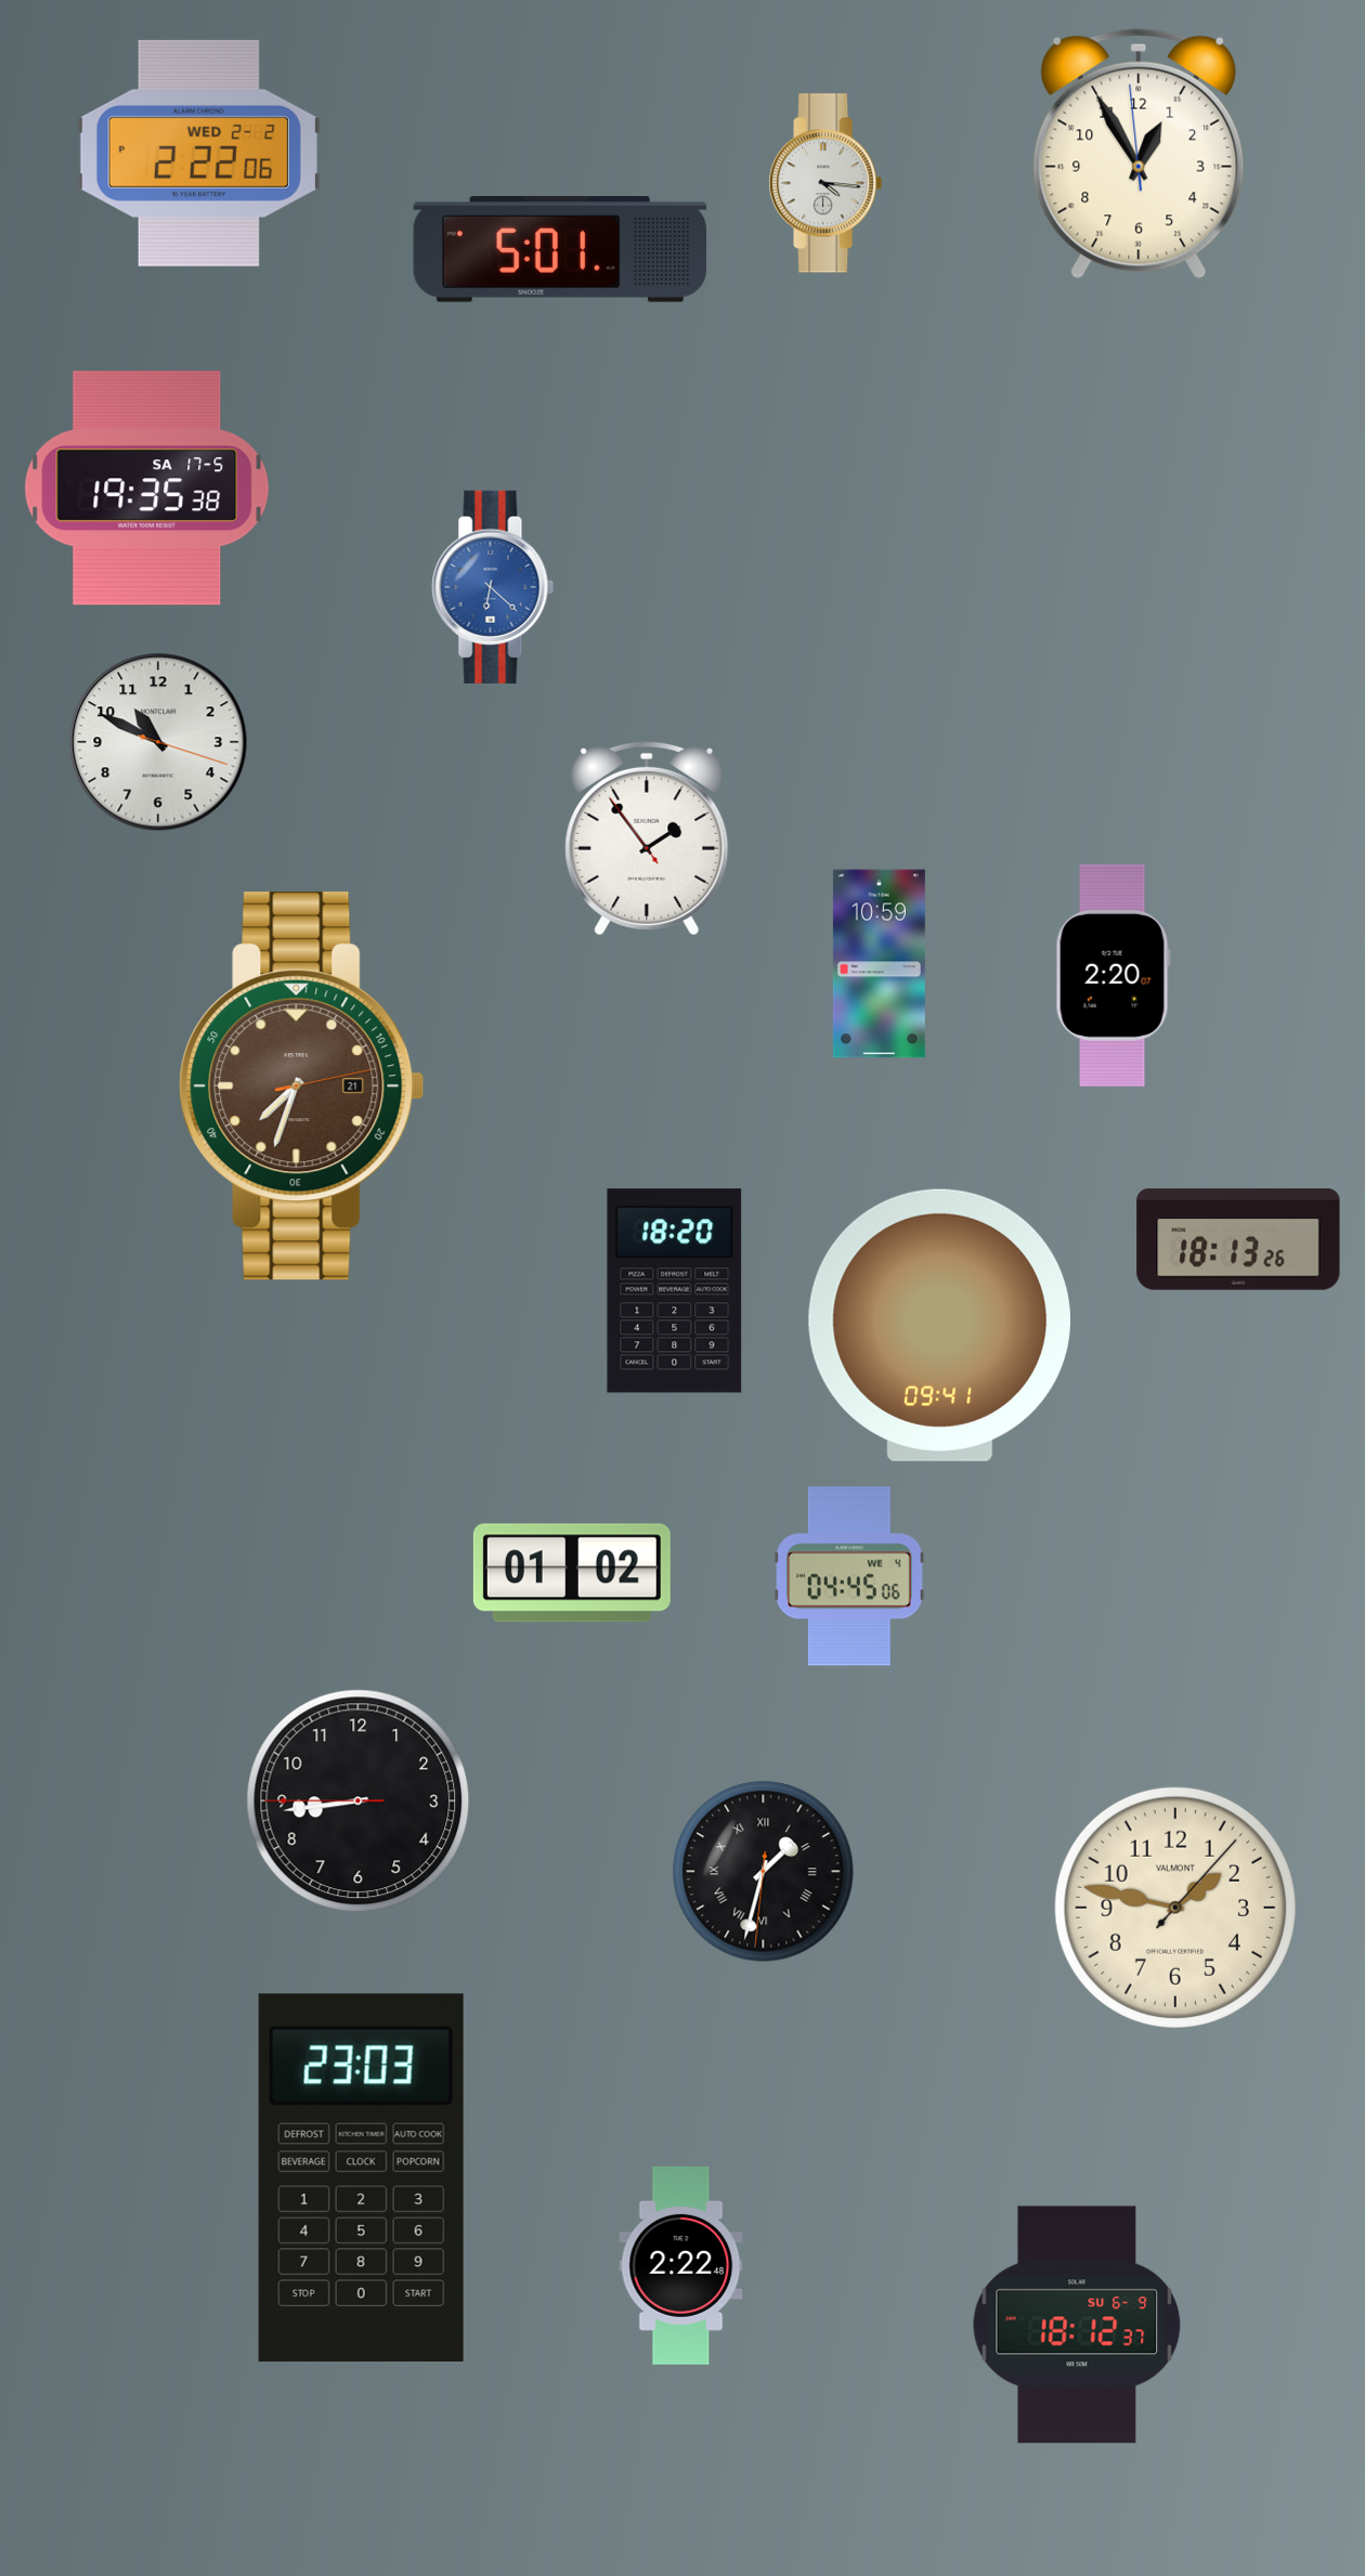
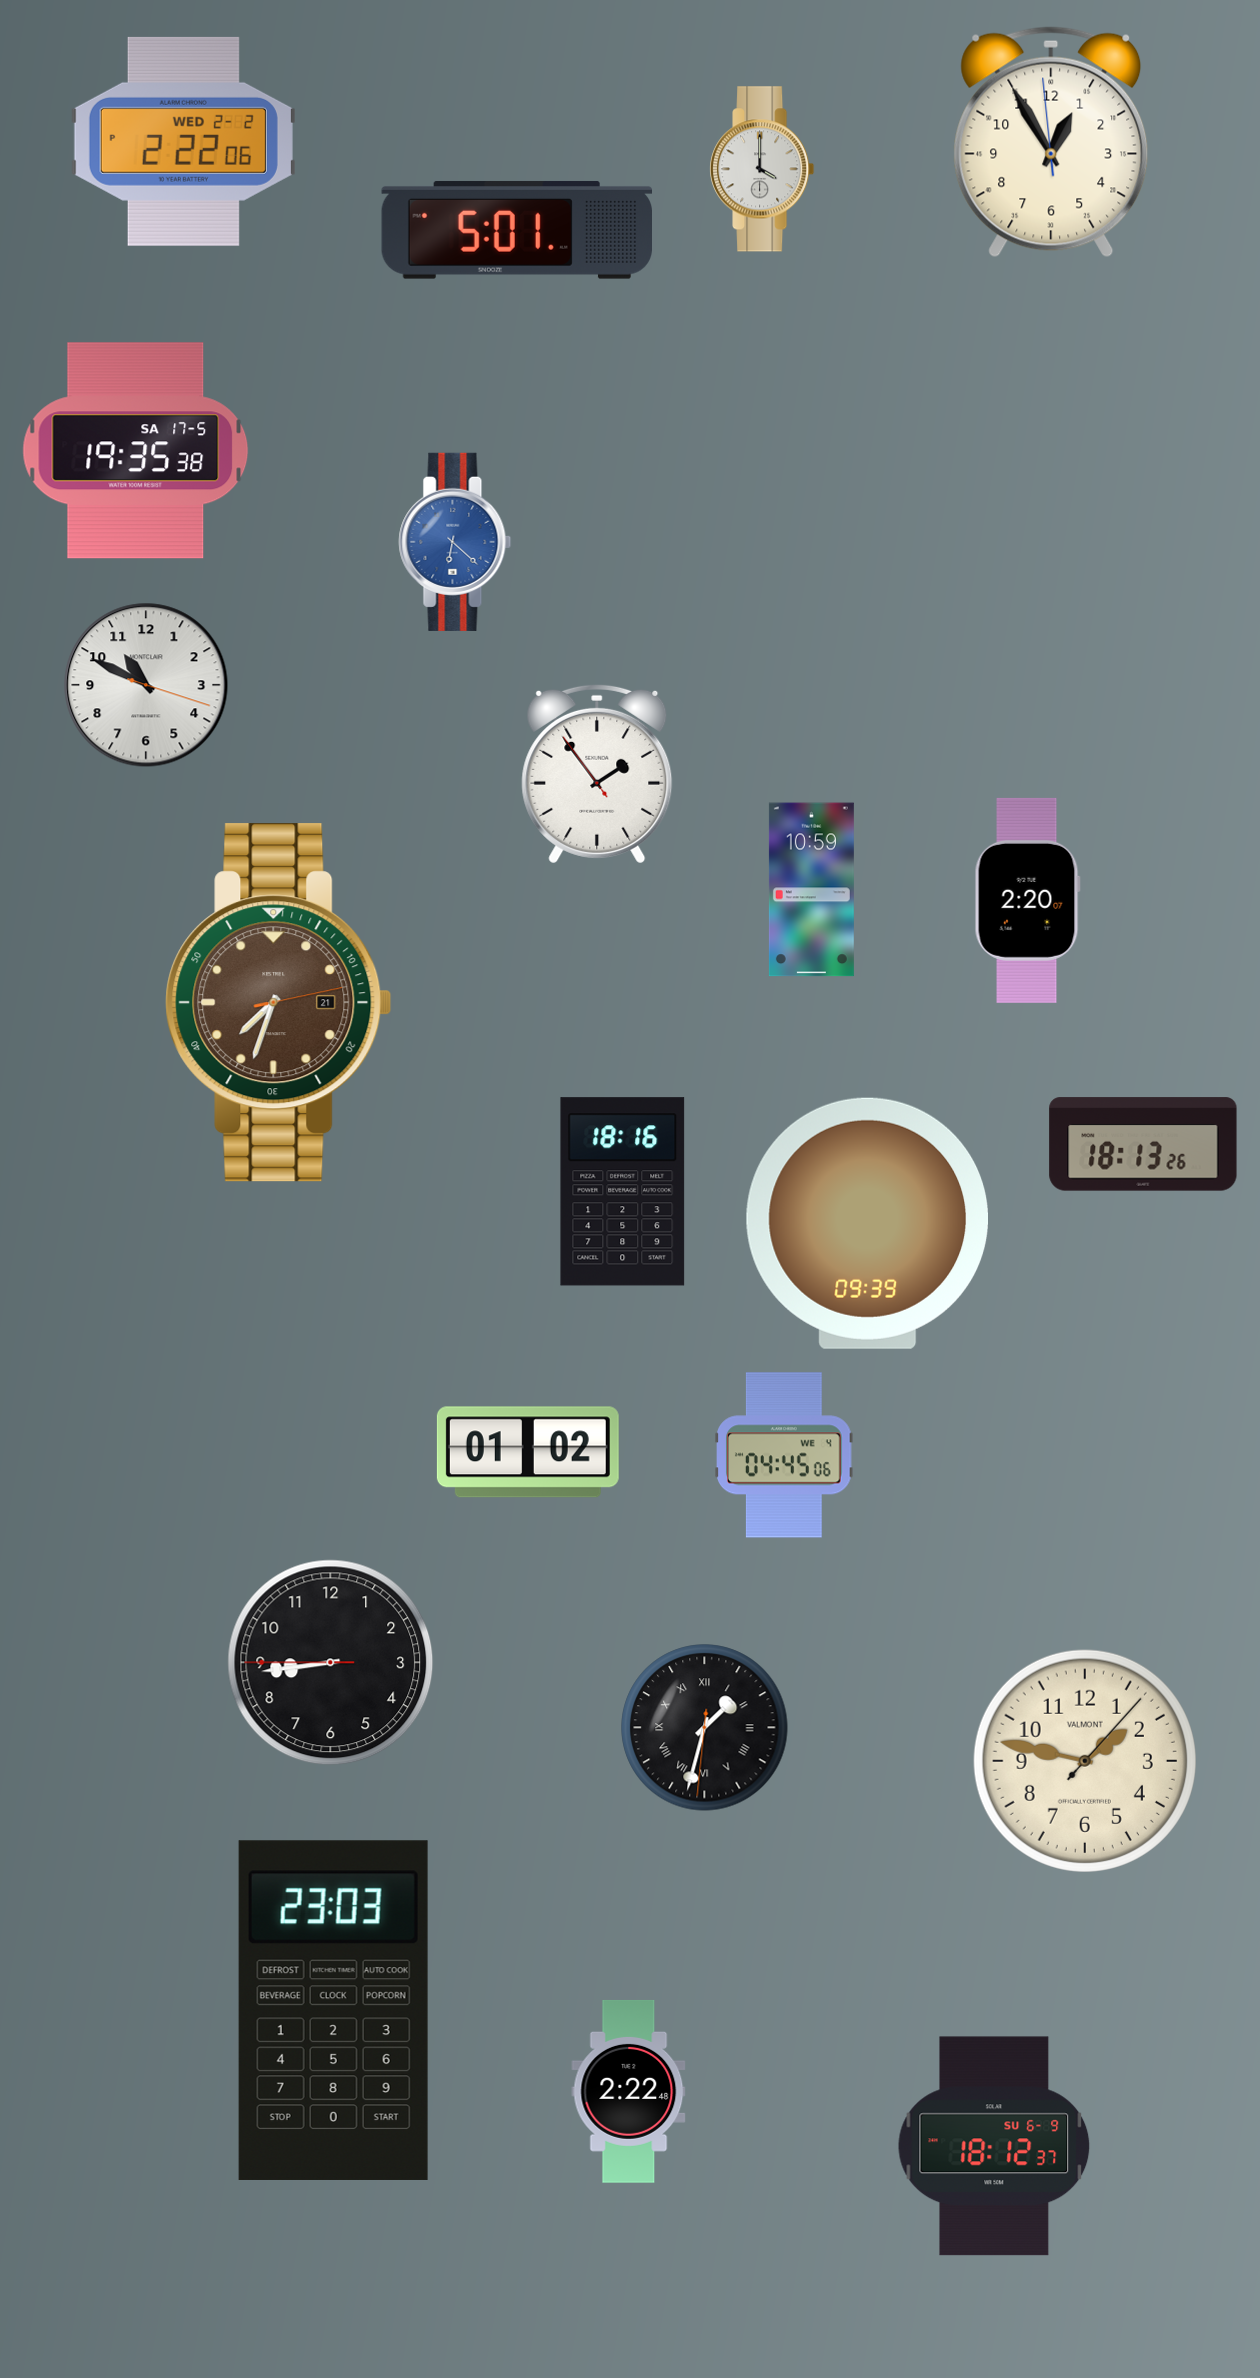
clock at (827, 183): 4:16 -> 4:00
clock at (675, 1291): 18:20 -> 18:16
clock at (939, 1325): 09:41 -> 09:39
